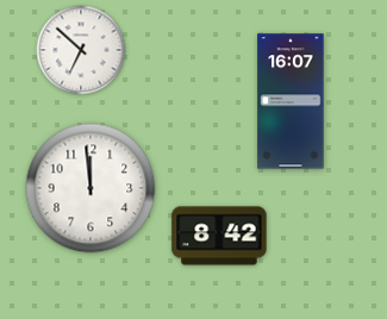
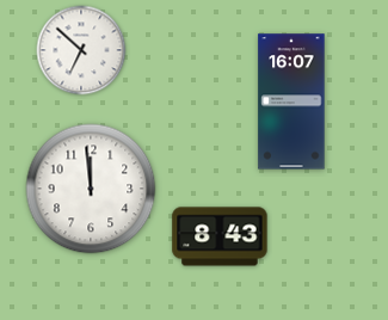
clock at (219, 236): 8:42 -> 8:43
